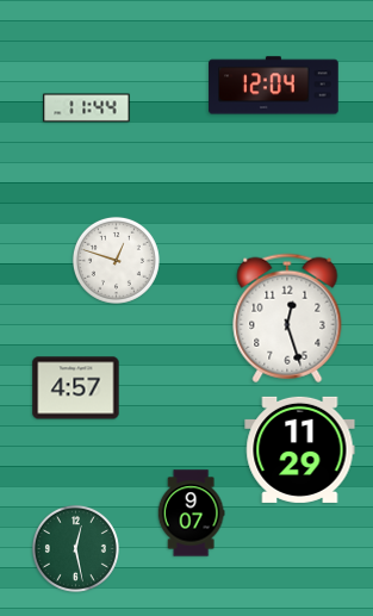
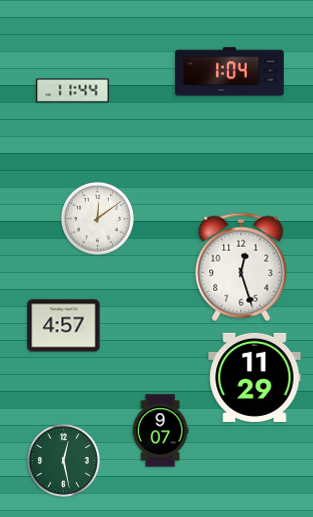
clock at (274, 86): 12:04 -> 1:04
clock at (116, 260): 12:48 -> 12:09
clock at (300, 449) position: (300, 449) -> (255, 377)
